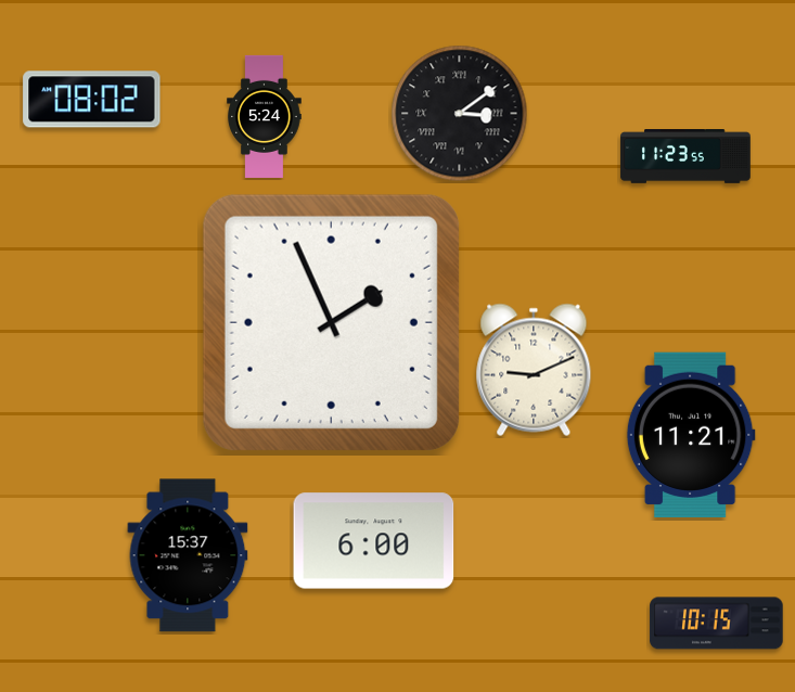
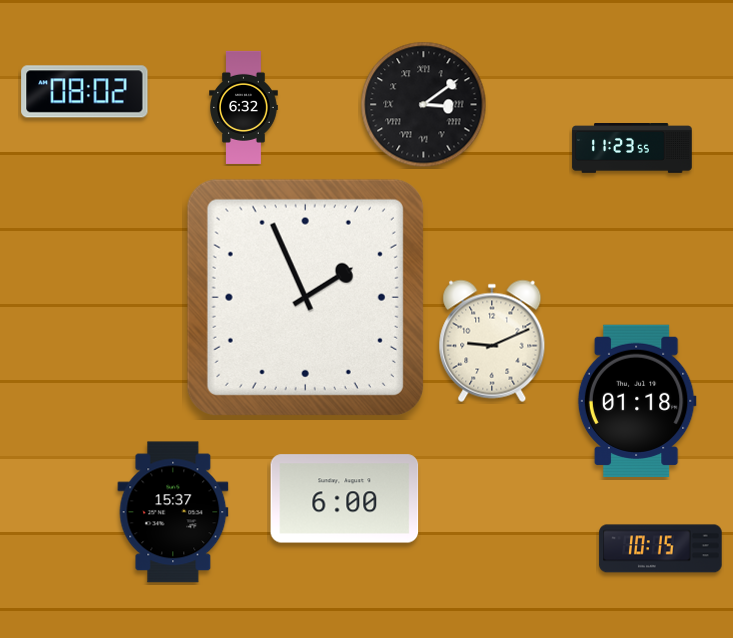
clock at (265, 116): 5:24 -> 6:32
clock at (685, 157) position: (685, 157) -> (632, 149)
clock at (691, 434): 11:21 -> 01:18
clock at (717, 624) position: (717, 624) -> (661, 549)
